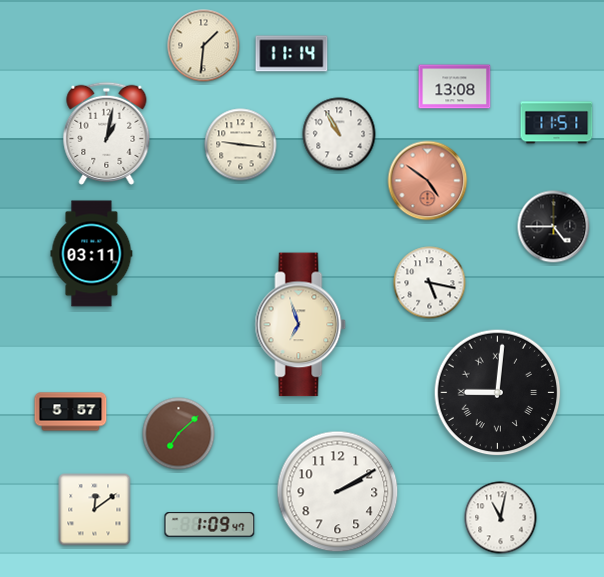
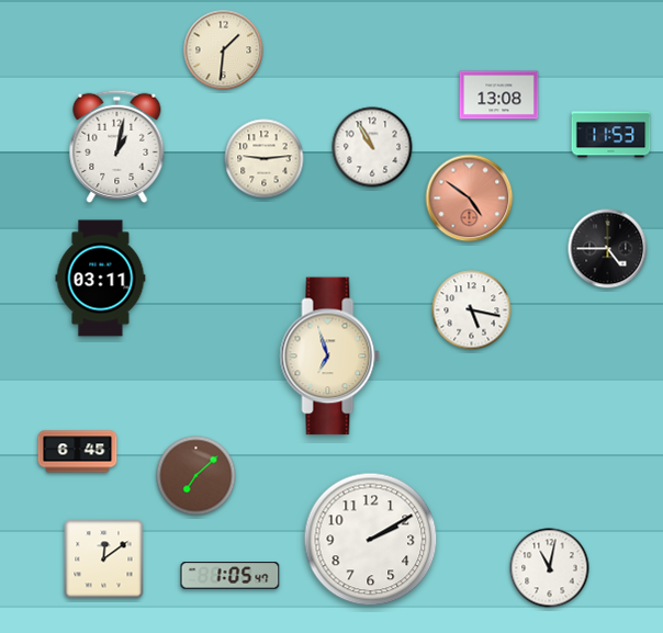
clock at (292, 54): 11:14 -> none
clock at (557, 123): 11:51 -> 11:53
clock at (241, 145): 9:16 -> 9:14
clock at (498, 393): 9:01 -> none
clock at (71, 412): 5:57 -> 6:45
clock at (210, 525): 1:09 -> 1:05
